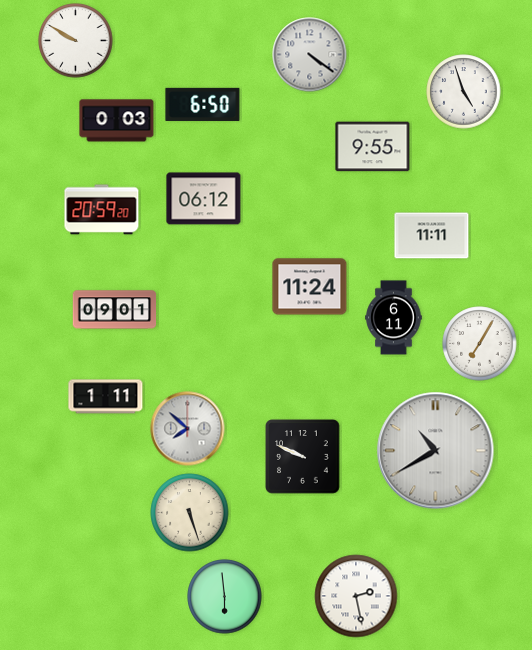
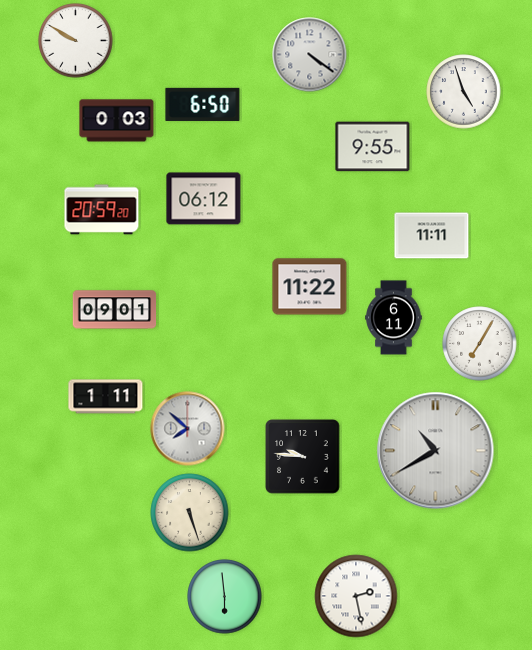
clock at (310, 287): 11:24 -> 11:22
clock at (303, 457): 9:49 -> 9:46
